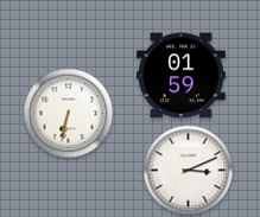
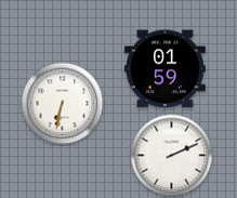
clock at (189, 171): 3:11 -> 2:11
